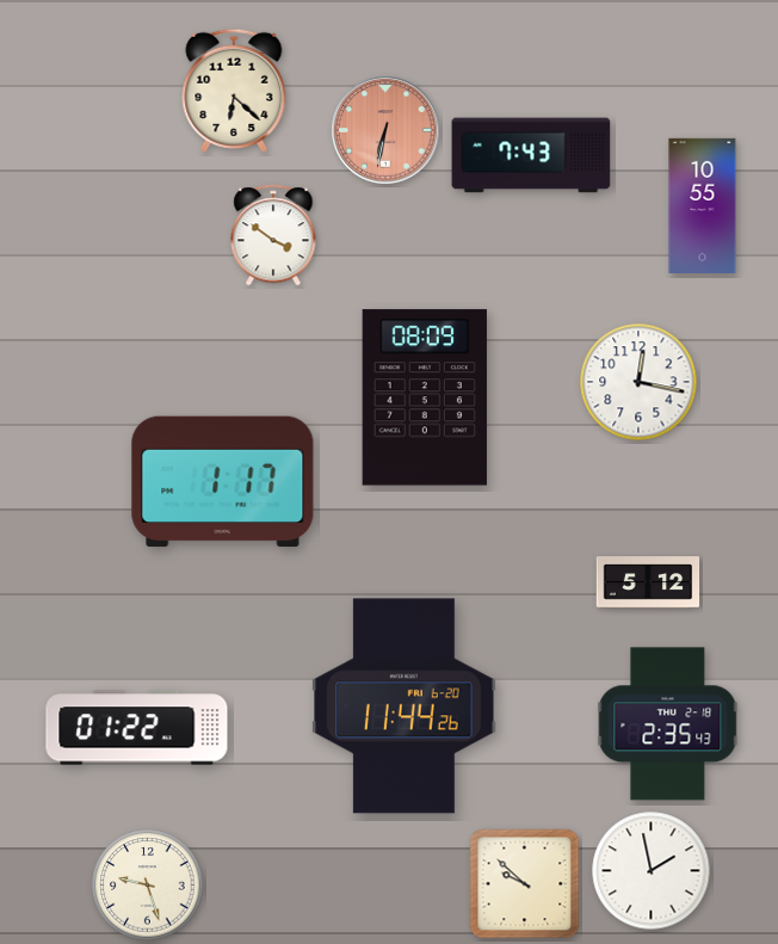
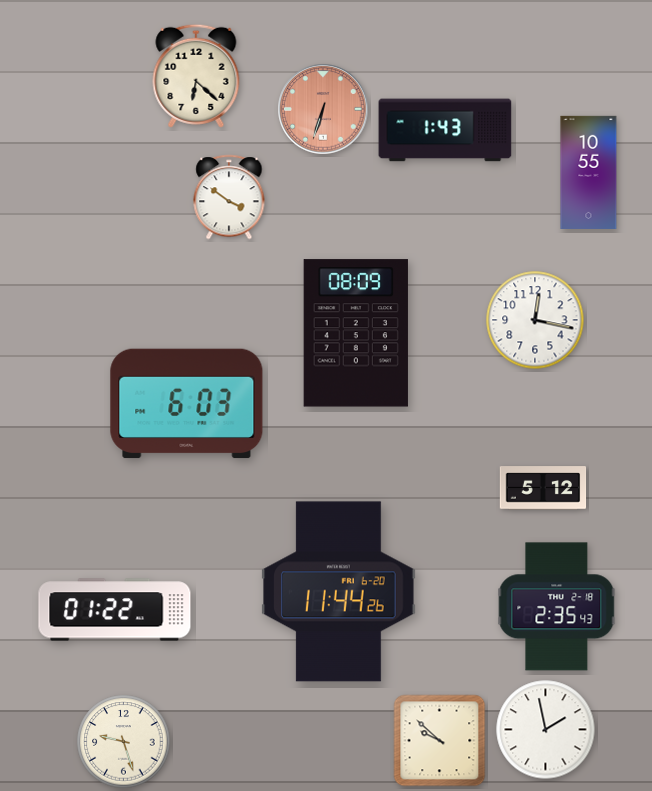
clock at (385, 130): 6:32 -> 6:33
clock at (531, 155): 7:43 -> 1:43
clock at (223, 482): 1:17 -> 6:03
clock at (668, 724) position: (668, 724) -> (557, 607)
